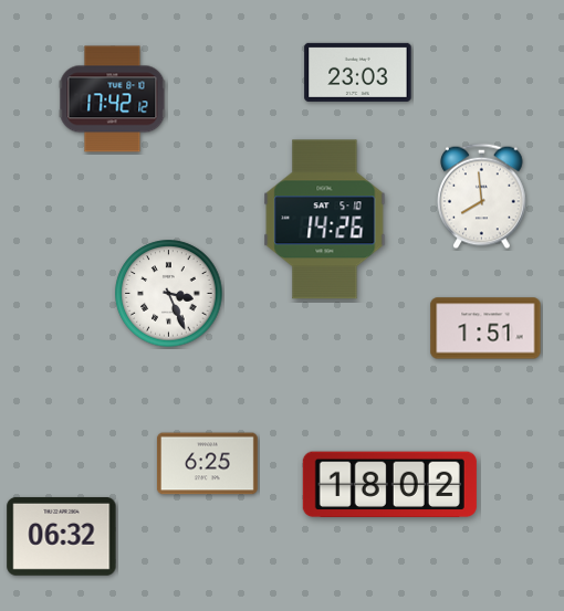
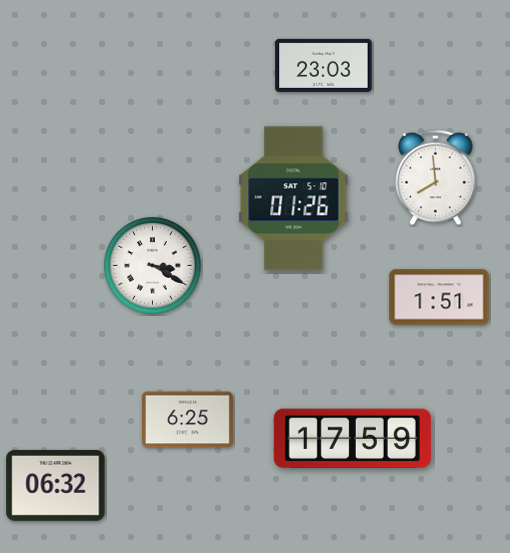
clock at (113, 99): 17:42 -> none
clock at (325, 220): 14:26 -> 01:26
clock at (169, 294): 3:26 -> 3:20
clock at (389, 485): 18:02 -> 17:59
